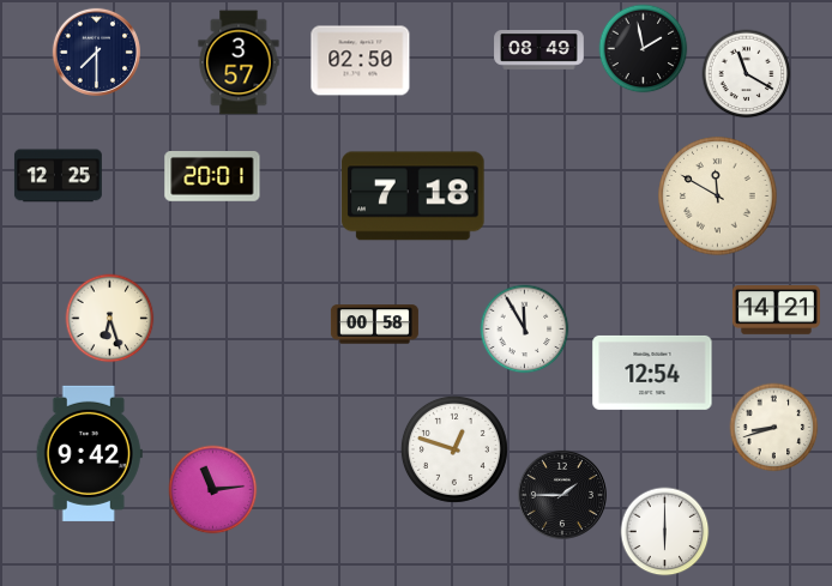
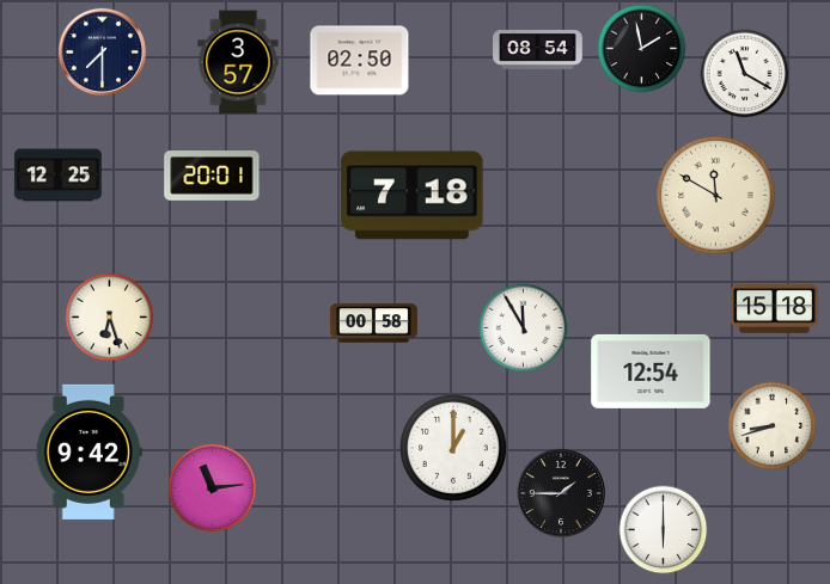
clock at (539, 50): 08:49 -> 08:54
clock at (96, 52) position: (96, 52) -> (102, 51)
clock at (776, 310): 14:21 -> 15:18
clock at (454, 449): 12:48 -> 1:00
